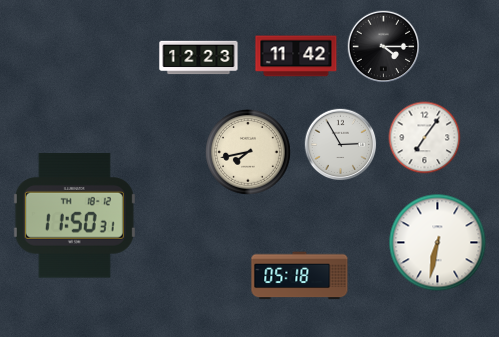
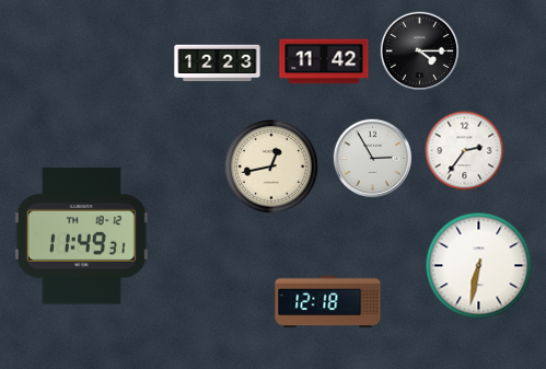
clock at (425, 138): 7:06 -> 2:36
clock at (249, 153): 7:43 -> 12:43
clock at (74, 216): 11:50 -> 11:49
clock at (300, 276): 05:18 -> 12:18
